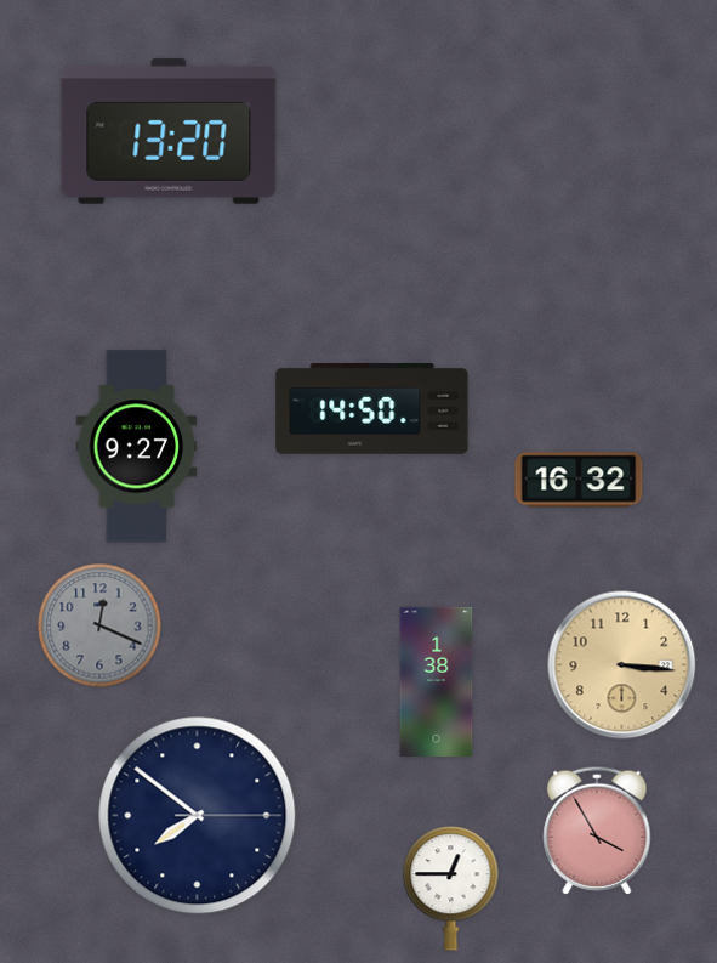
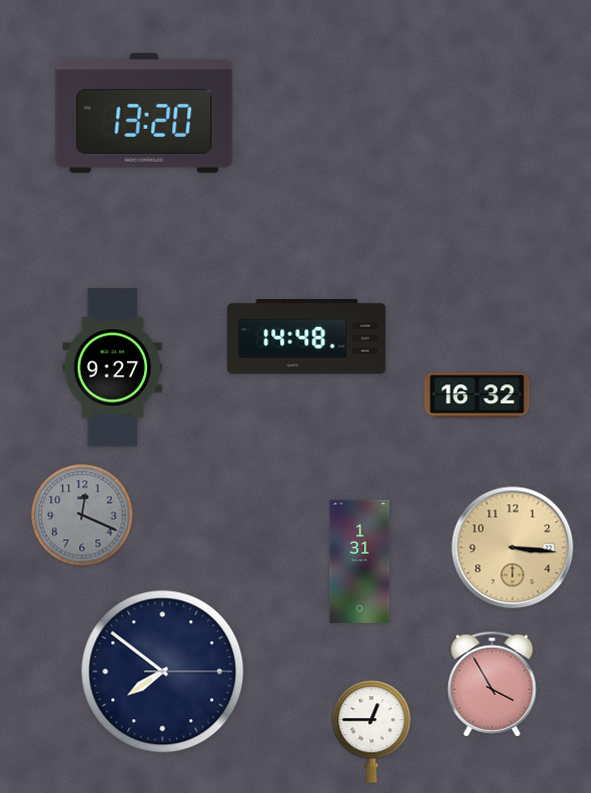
clock at (169, 131) position: (169, 131) -> (144, 113)
clock at (372, 409): 14:50 -> 14:48
clock at (437, 681): 1:38 -> 1:31
